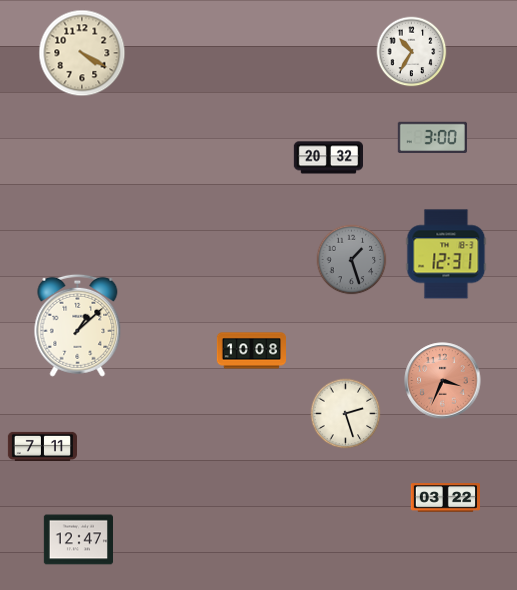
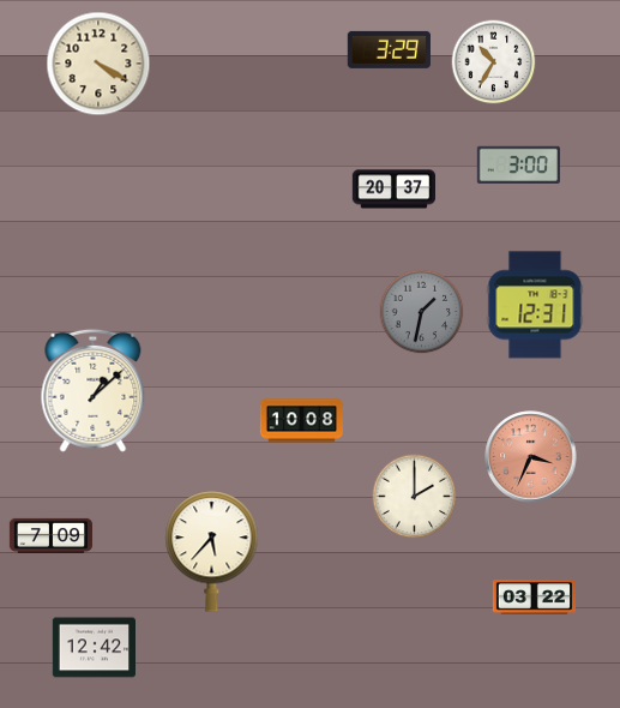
clock at (389, 49): none -> 3:29
clock at (328, 158): 20:32 -> 20:37
clock at (352, 260): 1:27 -> 1:32
clock at (346, 414): 2:27 -> 2:00
clock at (42, 446): 7:11 -> 7:09
clock at (212, 552): none -> 5:37
clock at (78, 540): 12:47 -> 12:42
